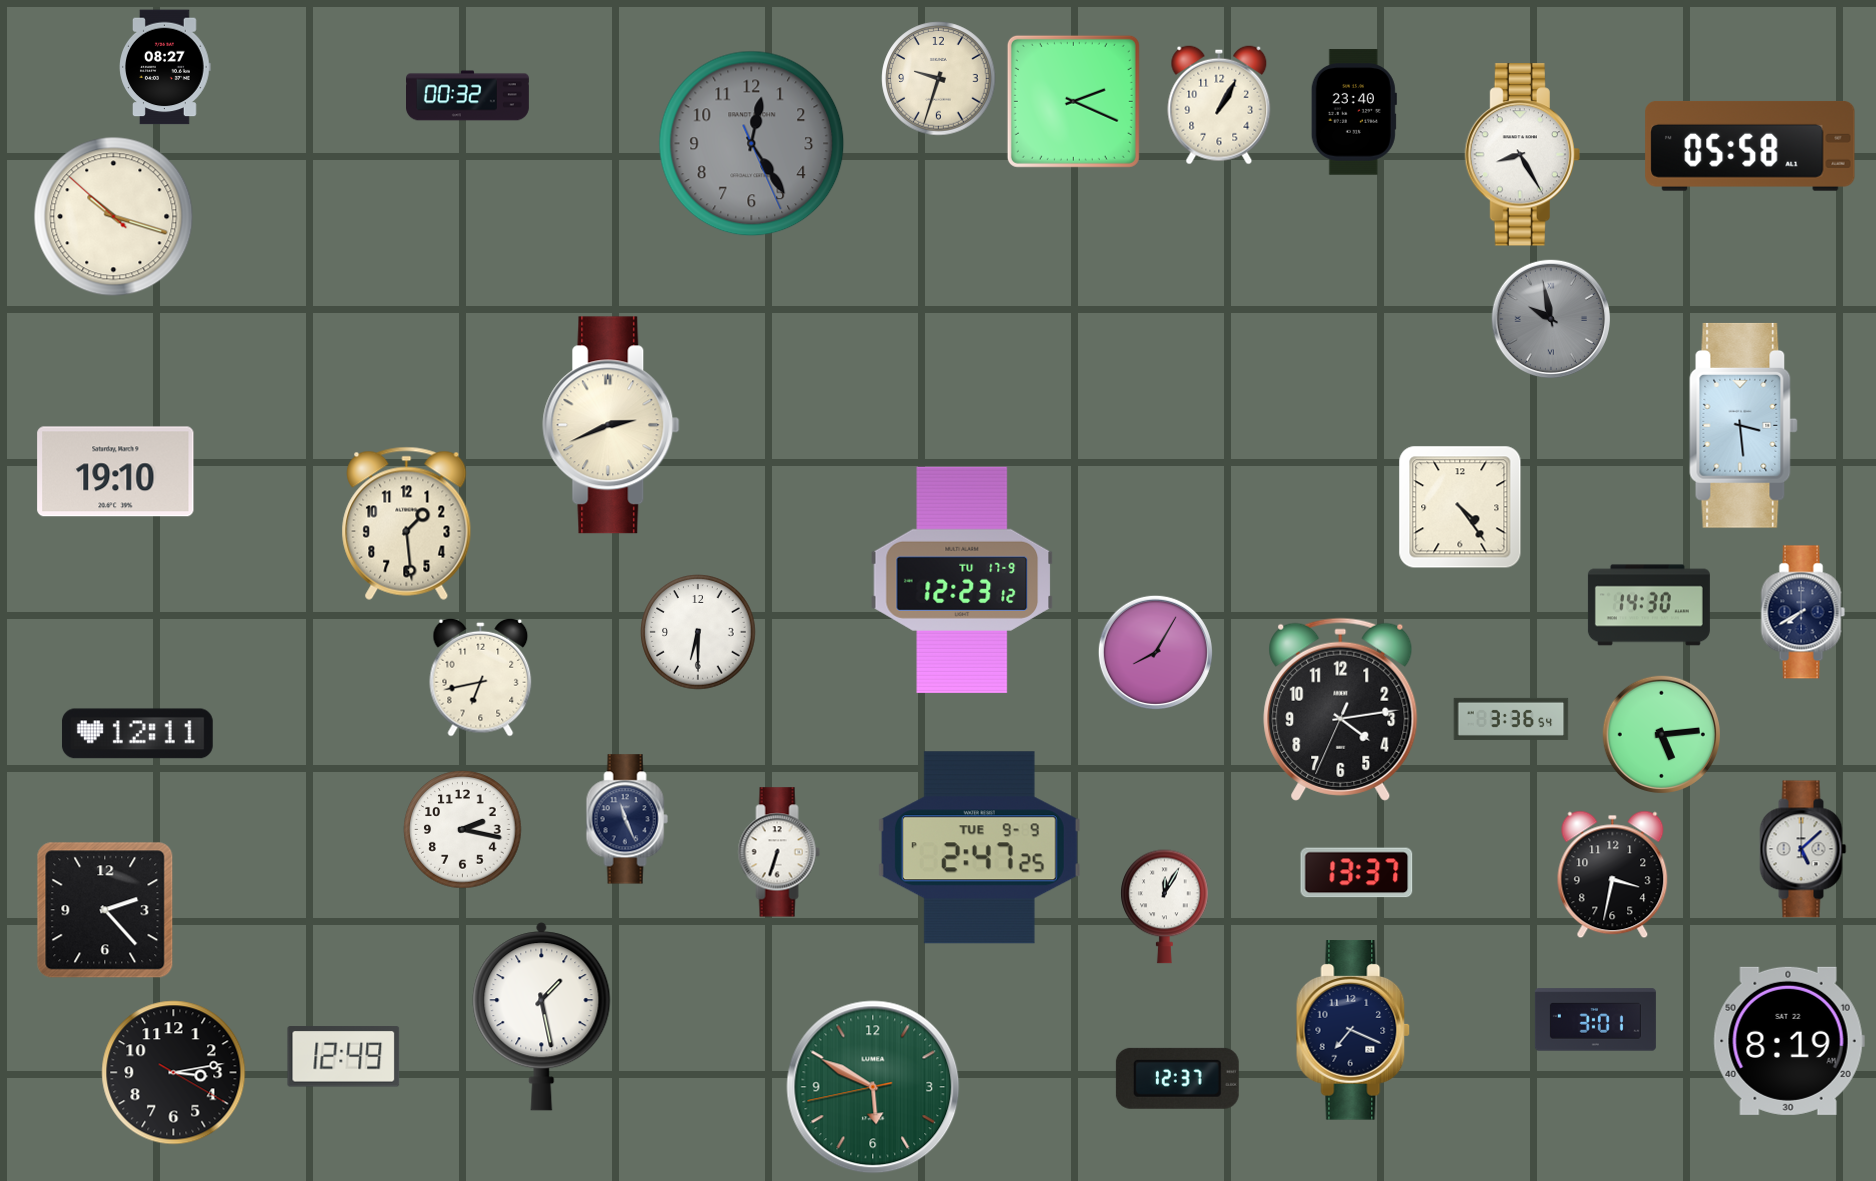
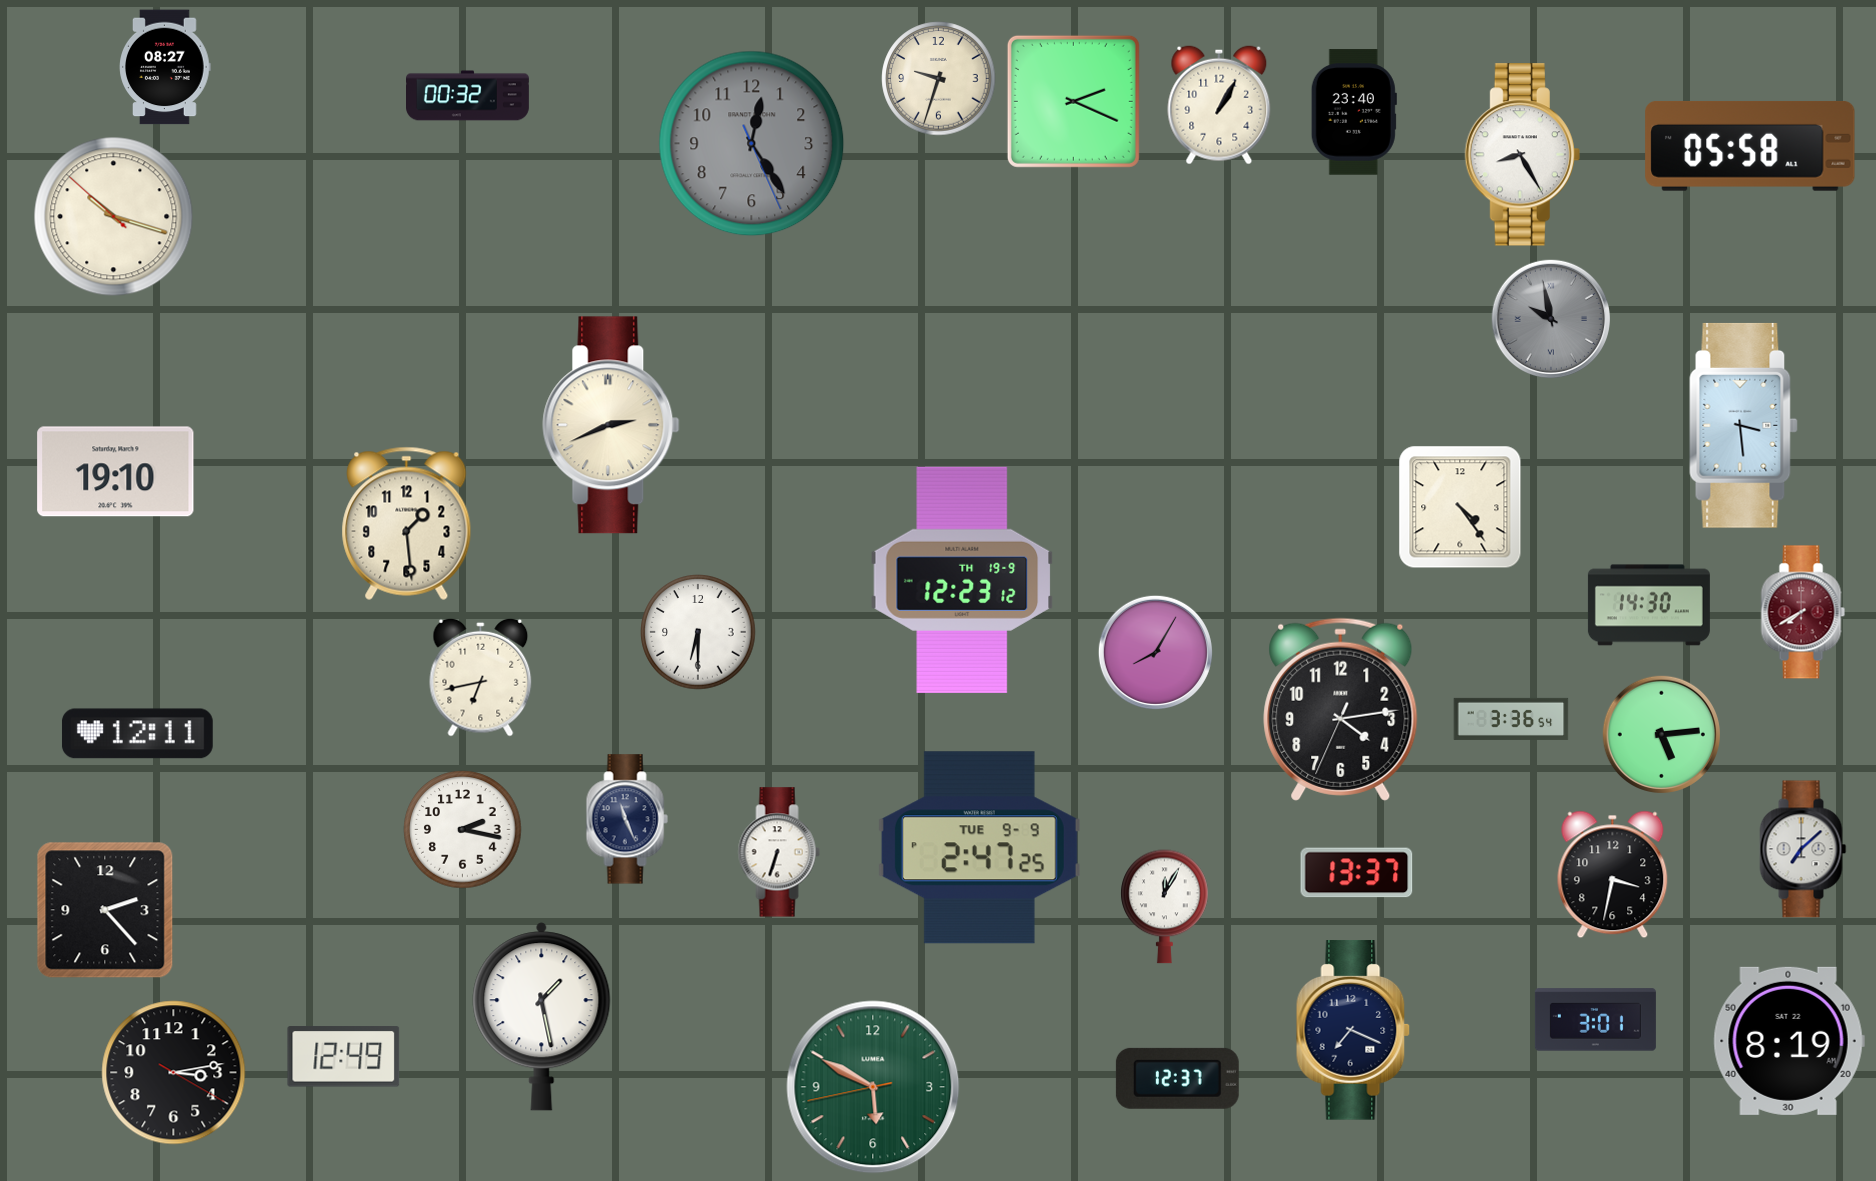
clock at (962, 580) date: TU 17-9 -> TH 19-9
clock at (1803, 612) dial: navy -> burgundy
clock at (1803, 849): 5:08 -> 7:08
